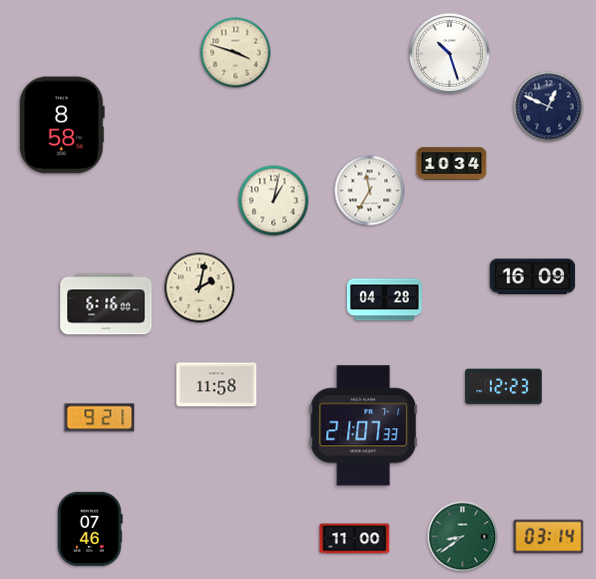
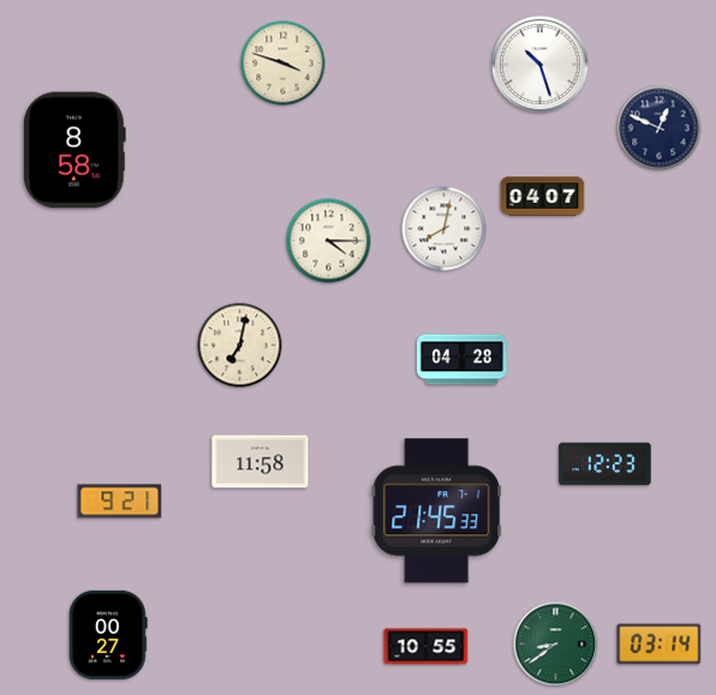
clock at (452, 164): 10:34 -> 04:07
clock at (370, 191): 11:35 -> 8:02
clock at (274, 201): 1:02 -> 4:15
clock at (533, 277): 16:09 -> none
clock at (200, 288): 2:02 -> 7:02
clock at (106, 304): 6:16 -> none
clock at (364, 426): 21:07 -> 21:45
clock at (90, 529): 07:46 -> 00:27
clock at (355, 539): 11:00 -> 10:55
